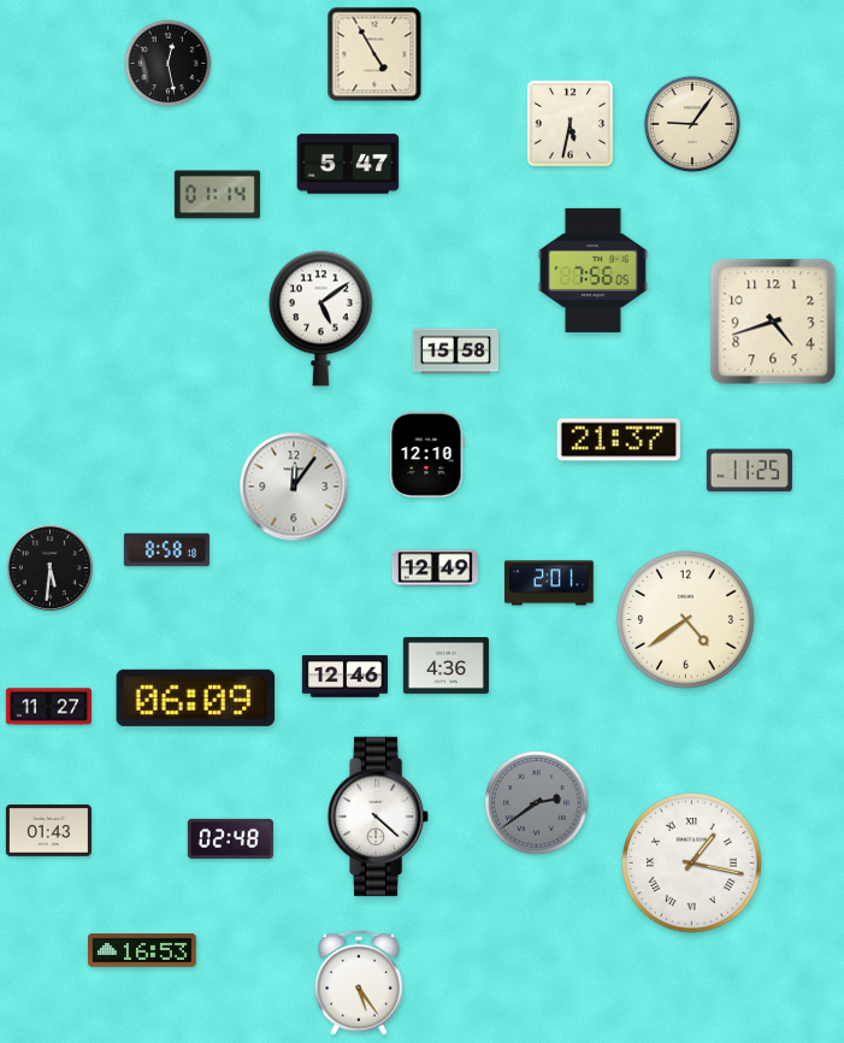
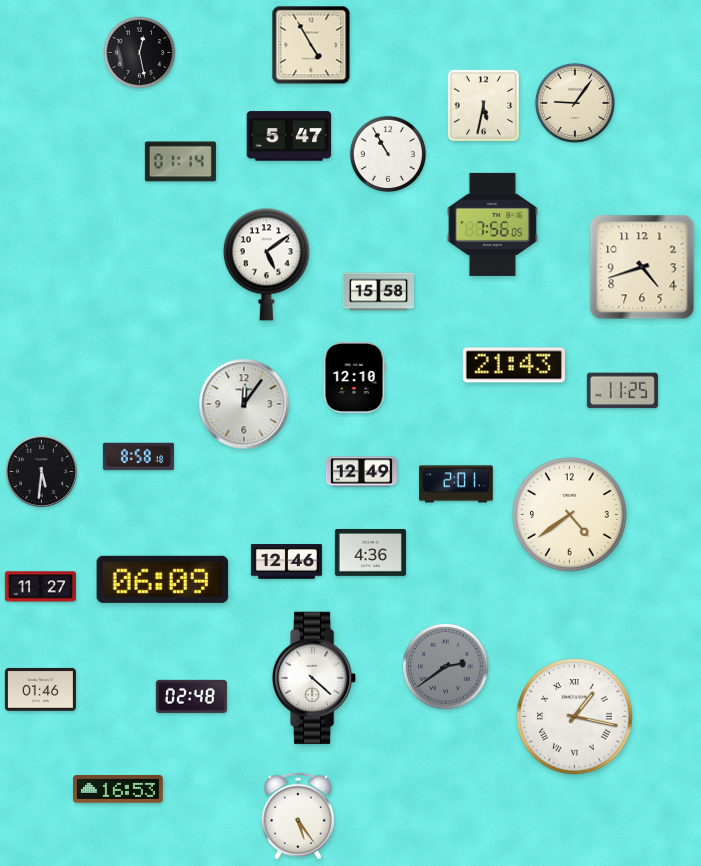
clock at (569, 123) position: (569, 123) -> (483, 105)
clock at (388, 154): none -> 10:55
clock at (619, 440): 21:37 -> 21:43
clock at (48, 830): 01:43 -> 01:46
